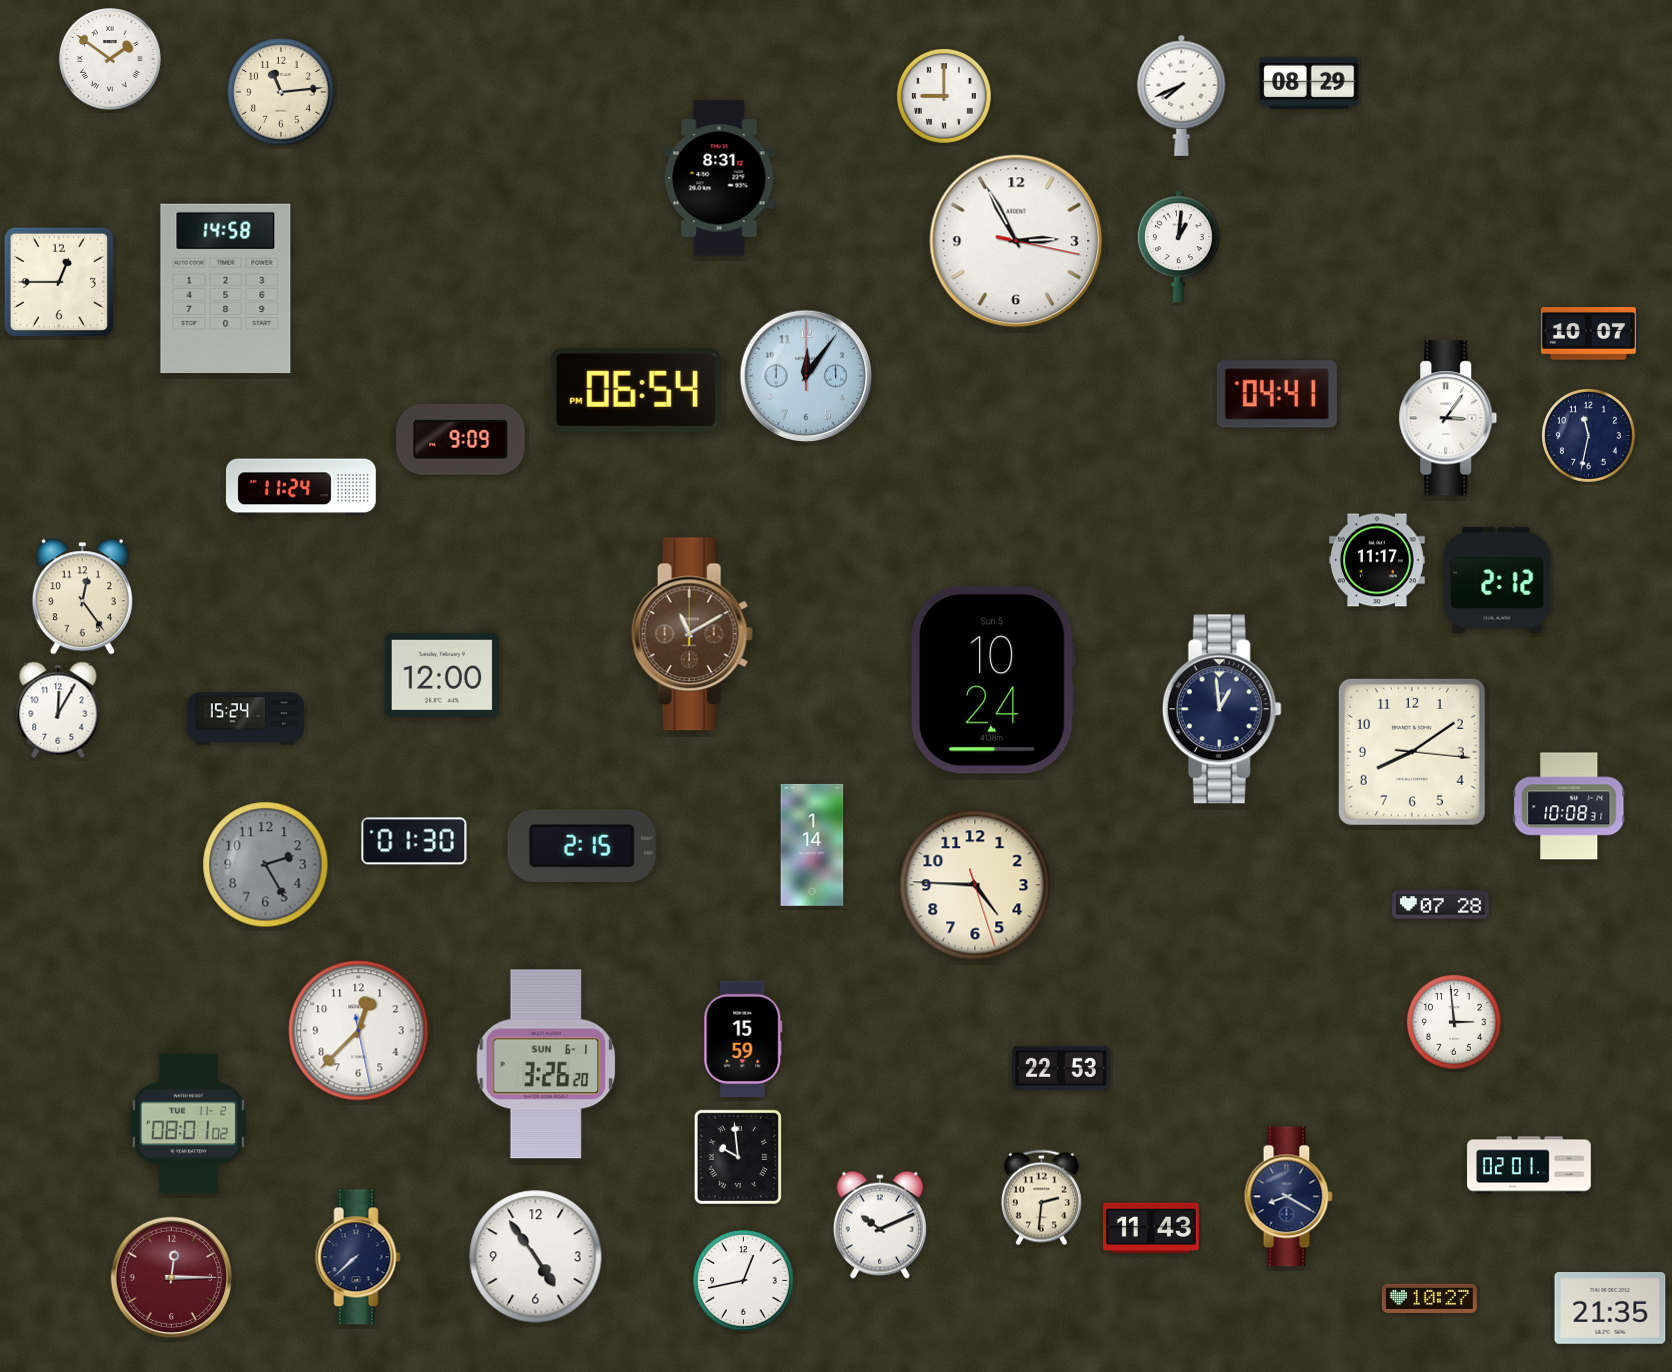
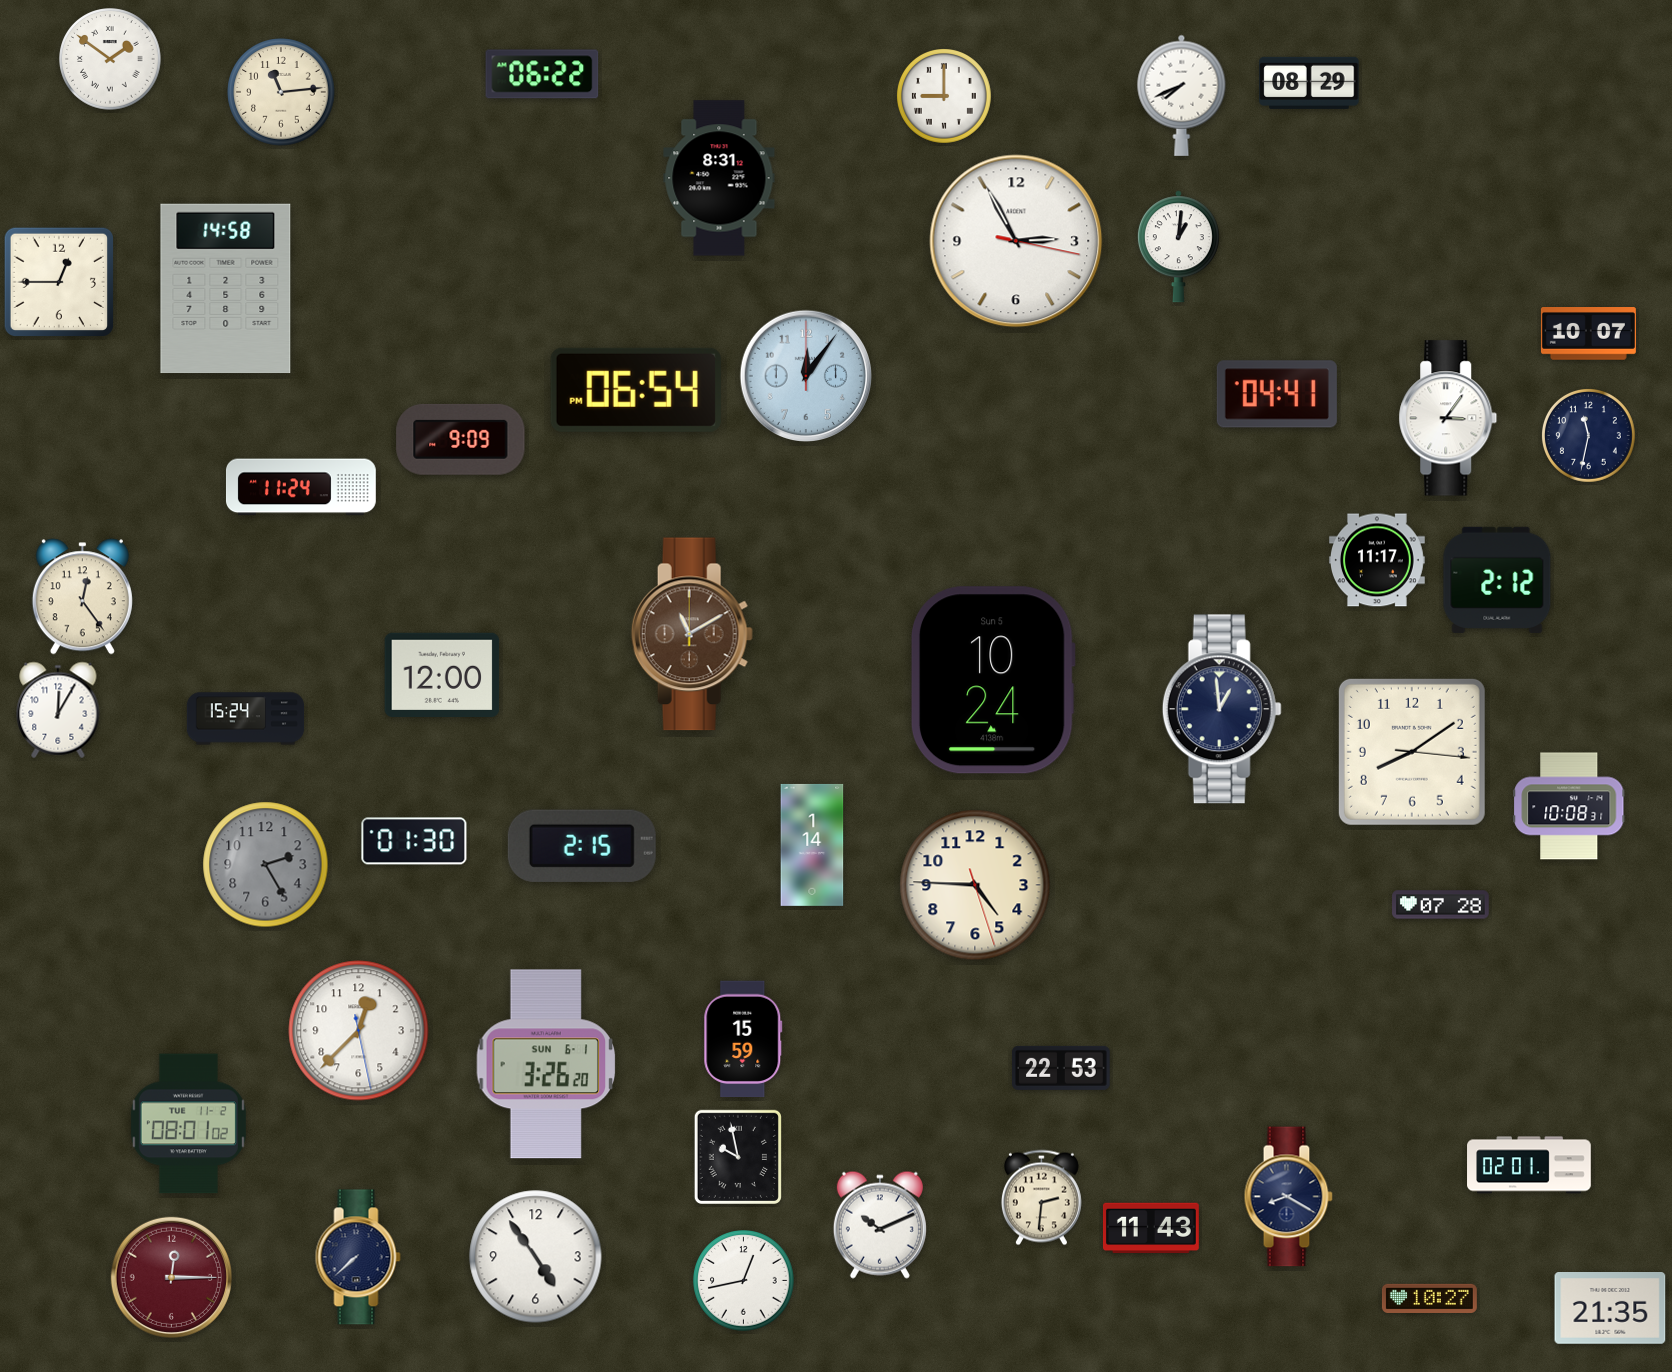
clock at (542, 74): none -> 06:22
clock at (1455, 1023): 2:59 -> none
clock at (738, 1157): 9:59 -> 9:58
